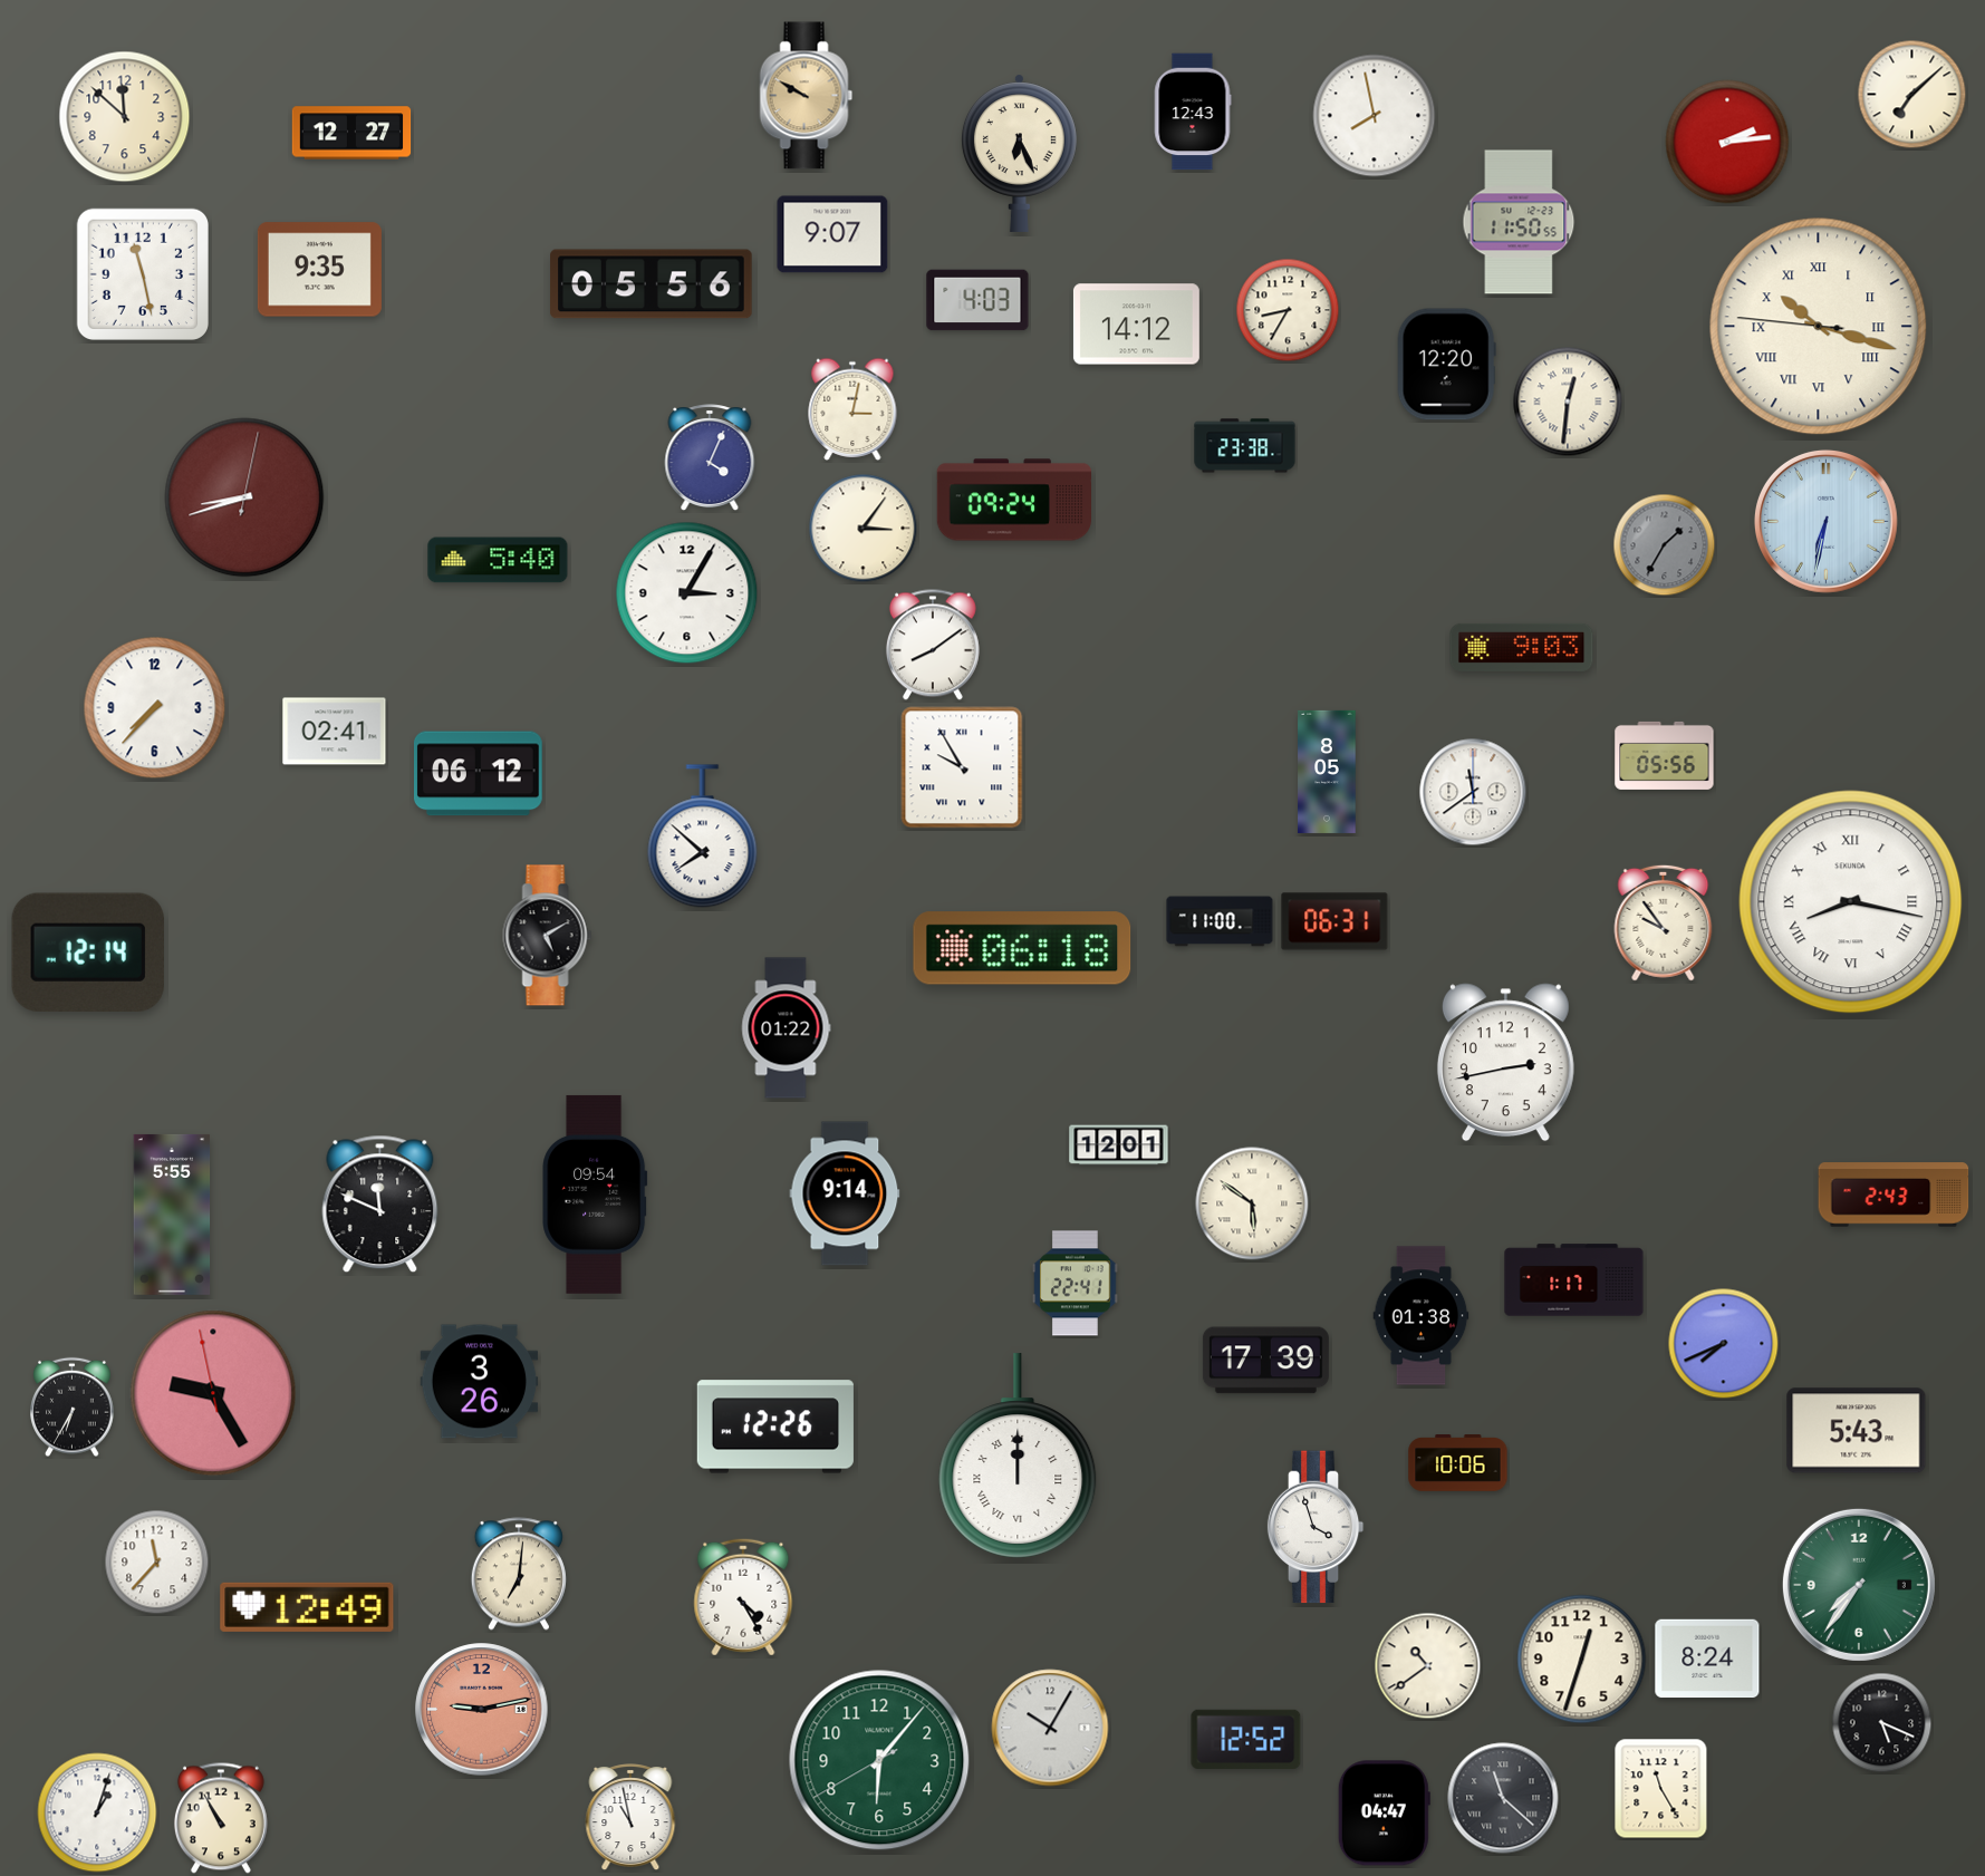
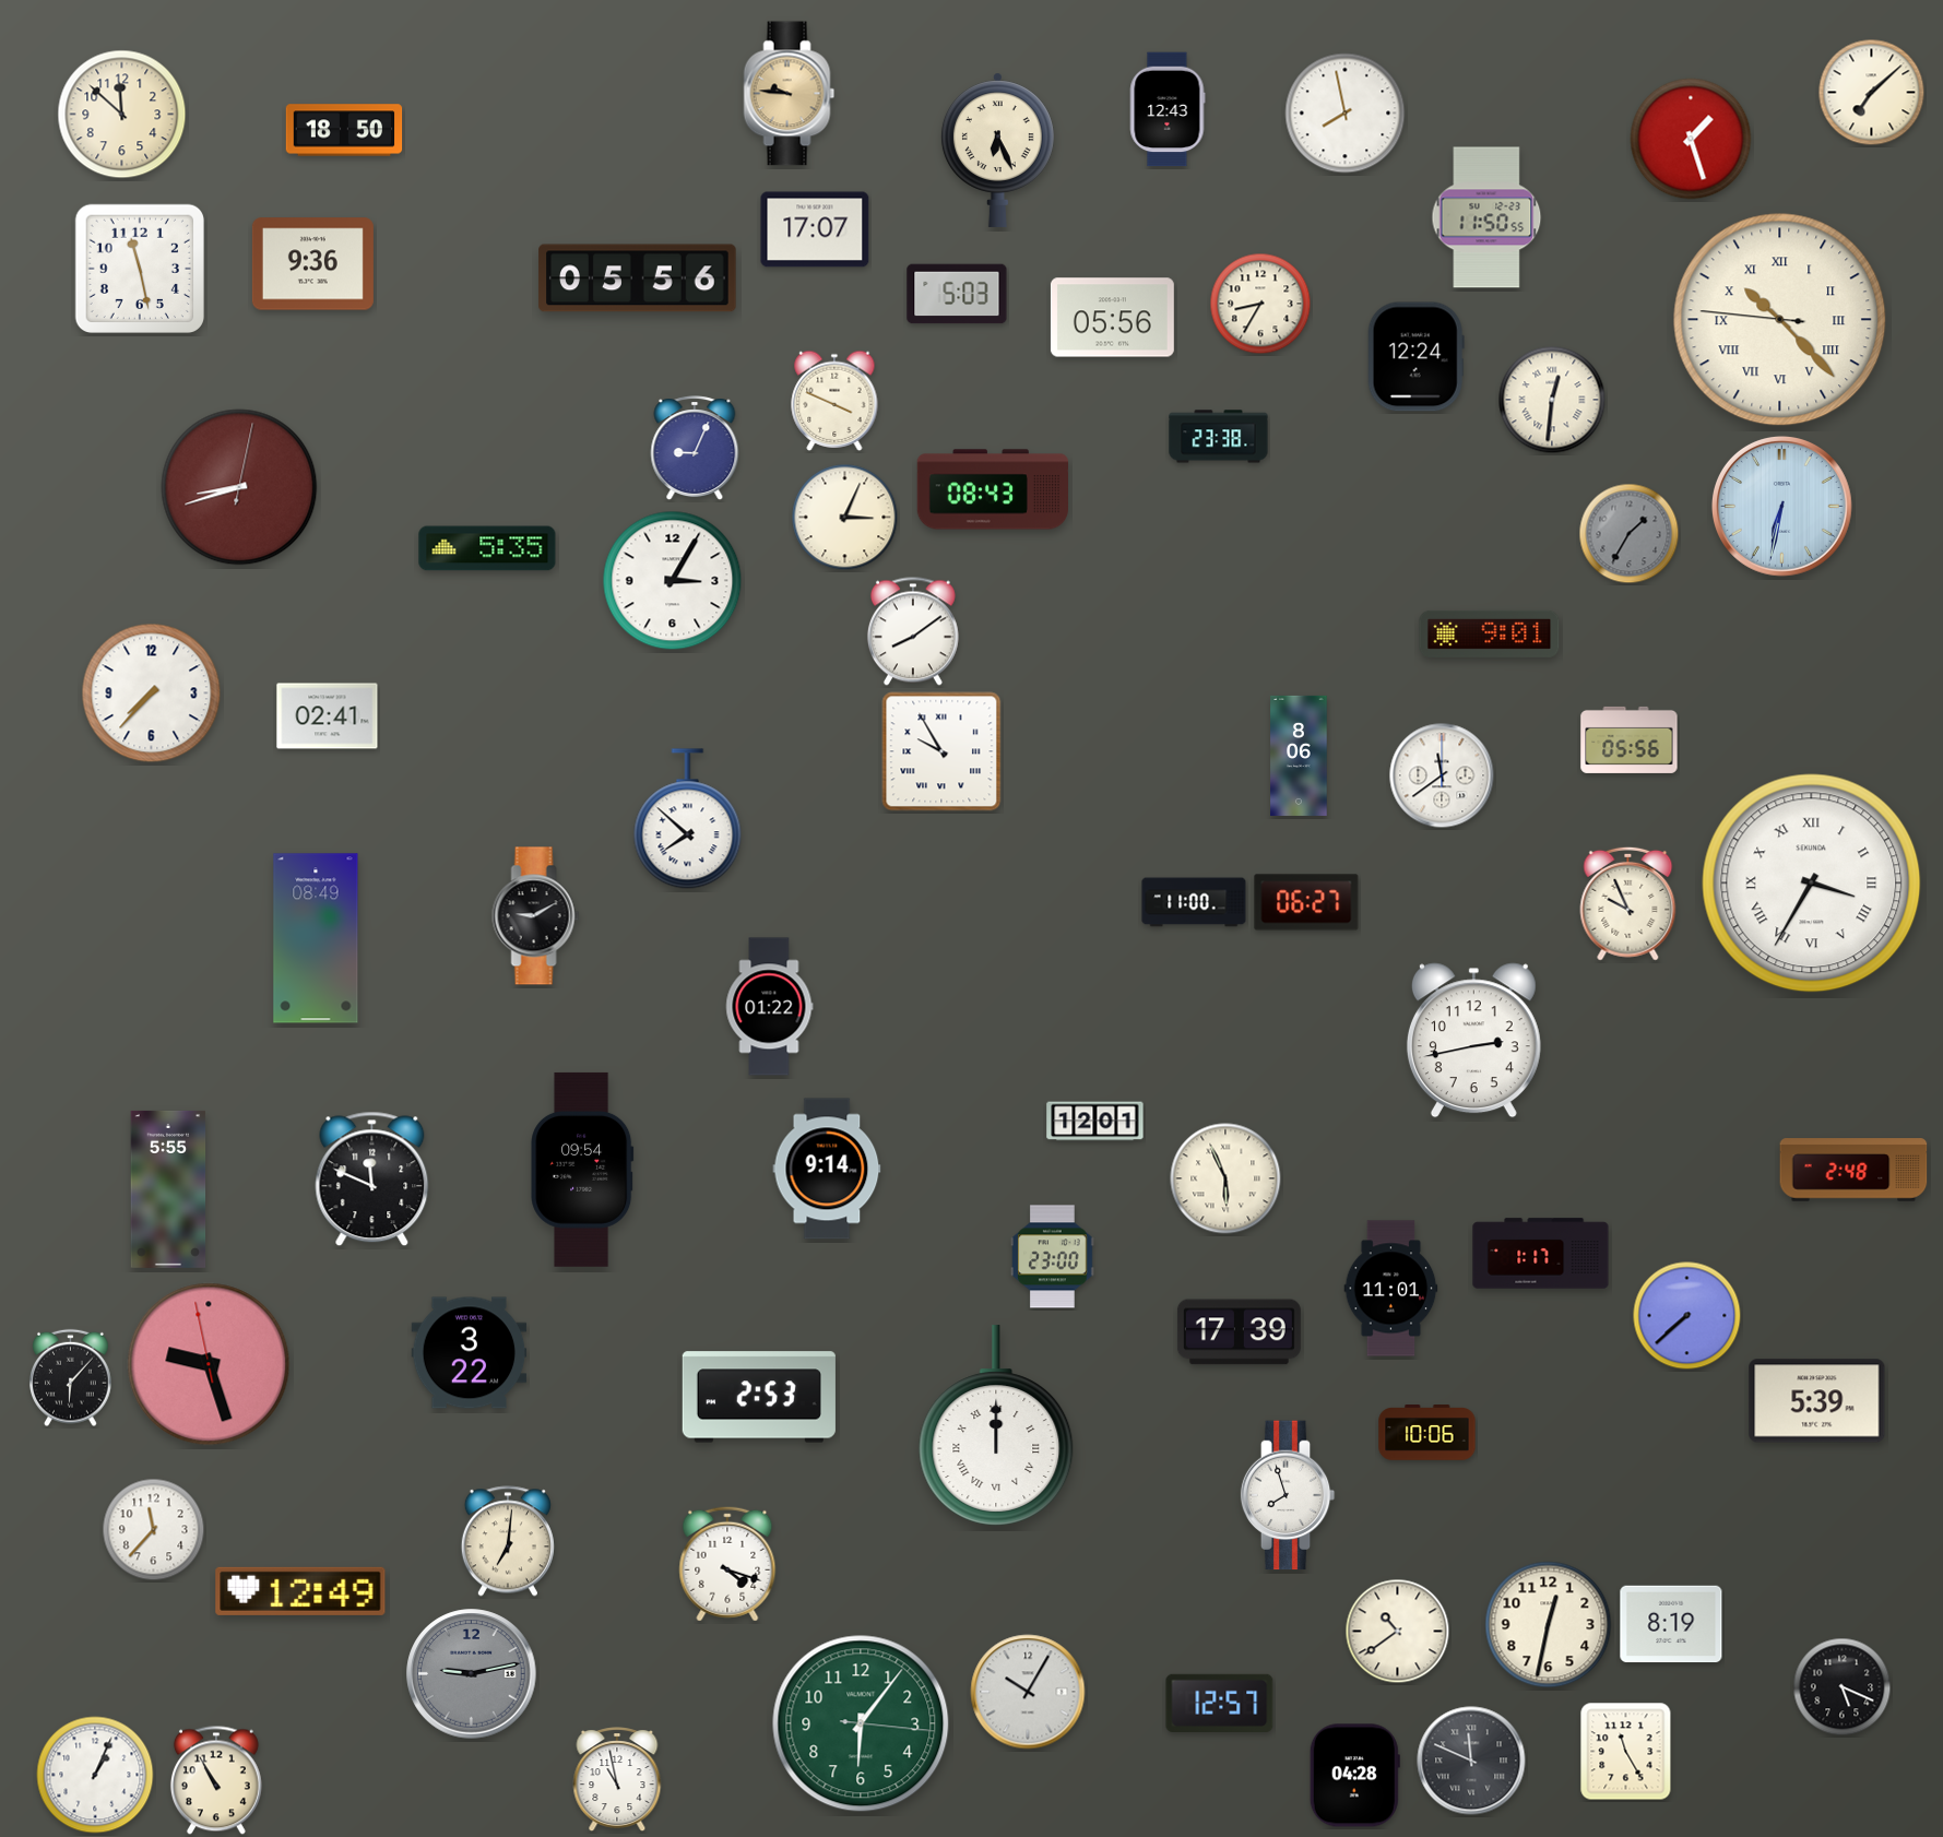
clock at (807, 96): 9:50 -> 9:46
clock at (351, 133): 12:27 -> 18:50
clock at (1727, 142): 2:14 -> 1:27
clock at (832, 234): 9:07 -> 17:07
clock at (319, 270): 9:35 -> 9:36
clock at (977, 300): 4:03 -> 5:03
clock at (1136, 325): 14:12 -> 05:56
clock at (1819, 327): 10:17 -> 10:22
clock at (1446, 365): 12:20 -> 12:24
clock at (1568, 402) position: (1568, 402) -> (1552, 400)
clock at (852, 409): 3:02 -> 3:49
clock at (710, 458): 4:04 -> 9:04
clock at (1014, 500): 09:24 -> 08:43
clock at (1825, 521) position: (1825, 521) -> (1781, 506)
clock at (864, 529): 3:06 -> 3:04
clock at (498, 560): 5:40 -> 5:35
clock at (1522, 647): 9:03 -> 9:01
clock at (1327, 772): 8:05 -> 8:06
clock at (478, 774): 06:12 -> none
clock at (1851, 902): 8:17 -> 3:35
clock at (1334, 921): 06:31 -> 06:27
clock at (1664, 922): 9:54 -> 9:56
clock at (548, 936): 5:10 -> 9:10
clock at (1022, 948): 06:18 -> none
clock at (88, 952): 12:14 -> none
clock at (316, 938): none -> 08:49
clock at (1894, 1195): 2:43 -> 2:48
clock at (1252, 1203): 5:51 -> 5:56
clock at (1076, 1284): 22:41 -> 23:00
clock at (1422, 1316): 01:38 -> 11:01
clock at (1724, 1344): 7:41 -> 7:38
clock at (480, 1382): 3:26 -> 3:22
clock at (213, 1393): 9:24 -> 9:26
clock at (73, 1408): 6:35 -> 6:07
clock at (775, 1427): 12:26 -> 2:53
clock at (1857, 1431): 5:43 -> 5:39
clock at (1316, 1527): 3:57 -> 7:57
clock at (1859, 1585): 7:36 -> none
clock at (743, 1597): 4:25 -> 4:18
clock at (307, 1607) position: (307, 1607) -> (300, 1591)
clock at (1707, 1659): 8:24 -> 8:19
clock at (1582, 1660): 12:33 -> 12:32
clock at (482, 1710) dial: salmon -> grey
clock at (1246, 1739): 12:52 -> 12:57
clock at (879, 1760): 6:06:40 -> 6:06:16
clock at (1503, 1798): 11:22 -> 11:49
clock at (97, 1812): 1:03 -> 1:04
clock at (1384, 1814): 04:47 -> 04:28
